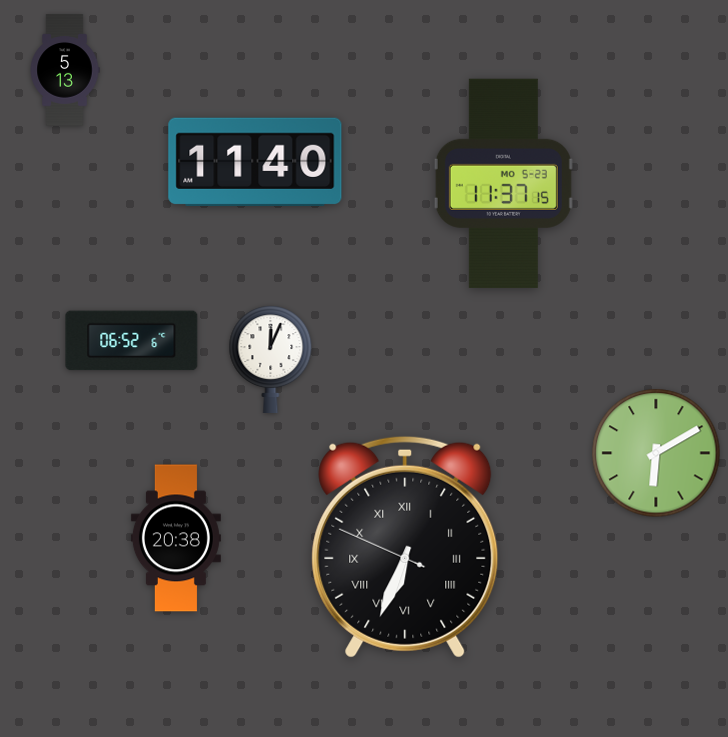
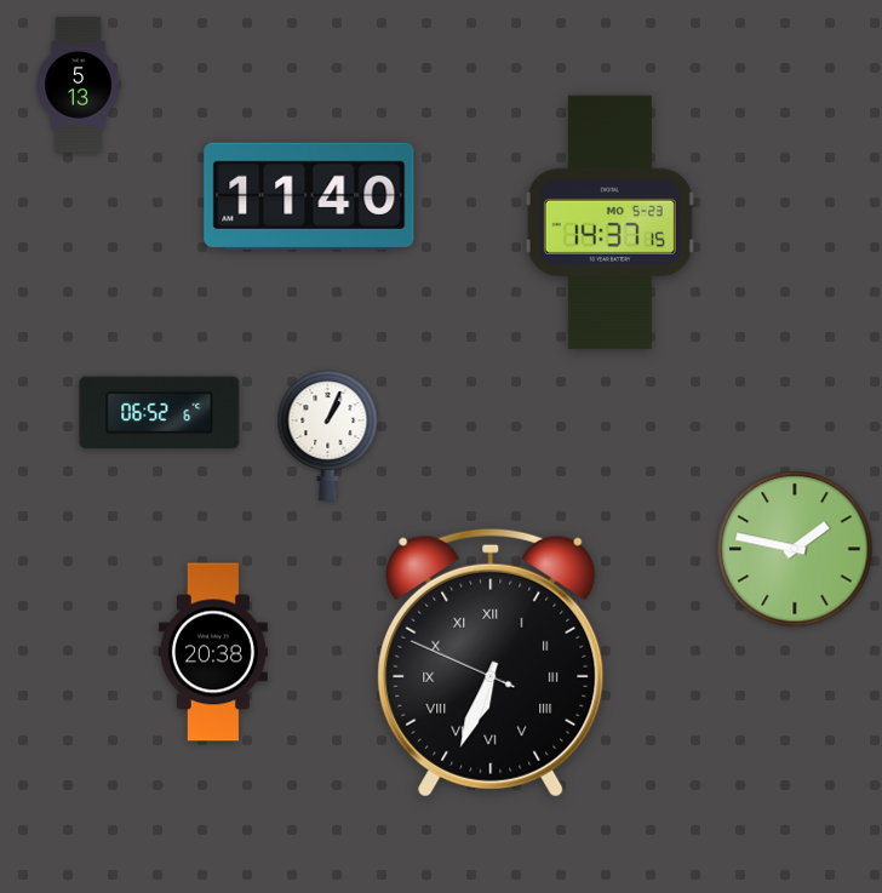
clock at (503, 183): 11:37 -> 14:37
clock at (271, 359): 12:04 -> 1:04
clock at (656, 453): 6:10 -> 1:47
